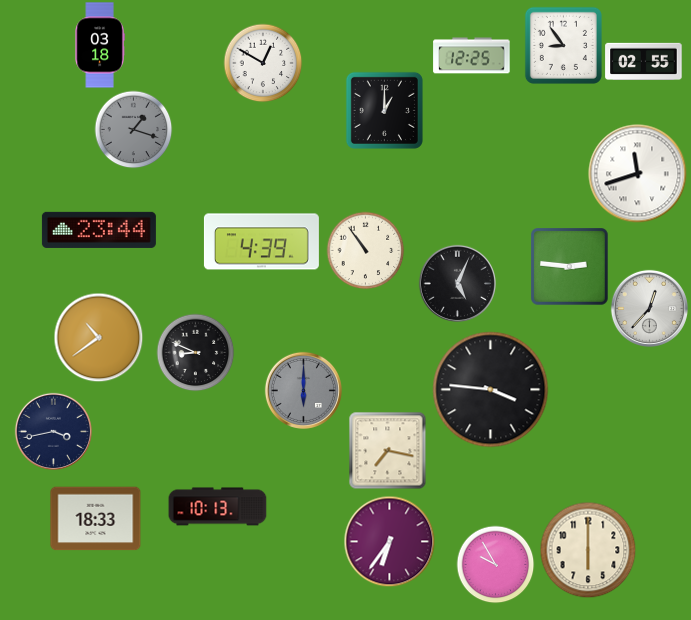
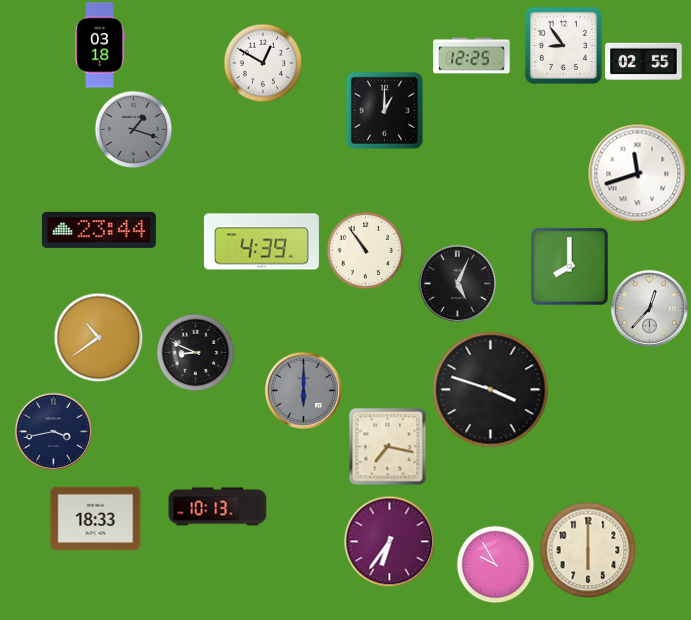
clock at (570, 267): 2:46 -> 8:00
clock at (491, 390): 3:46 -> 3:48
clock at (387, 450) position: (387, 450) -> (387, 446)
